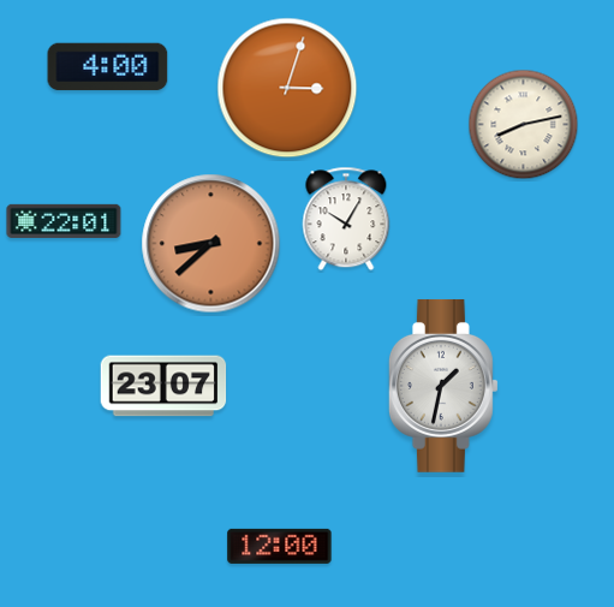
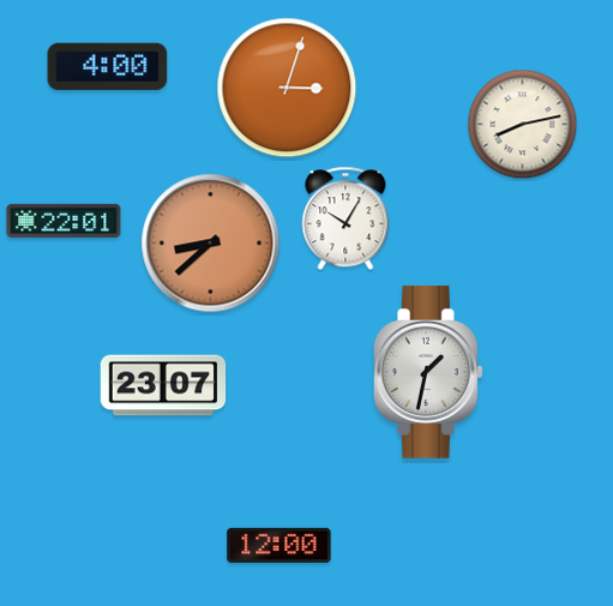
clock at (443, 386) position: (443, 386) -> (428, 372)
